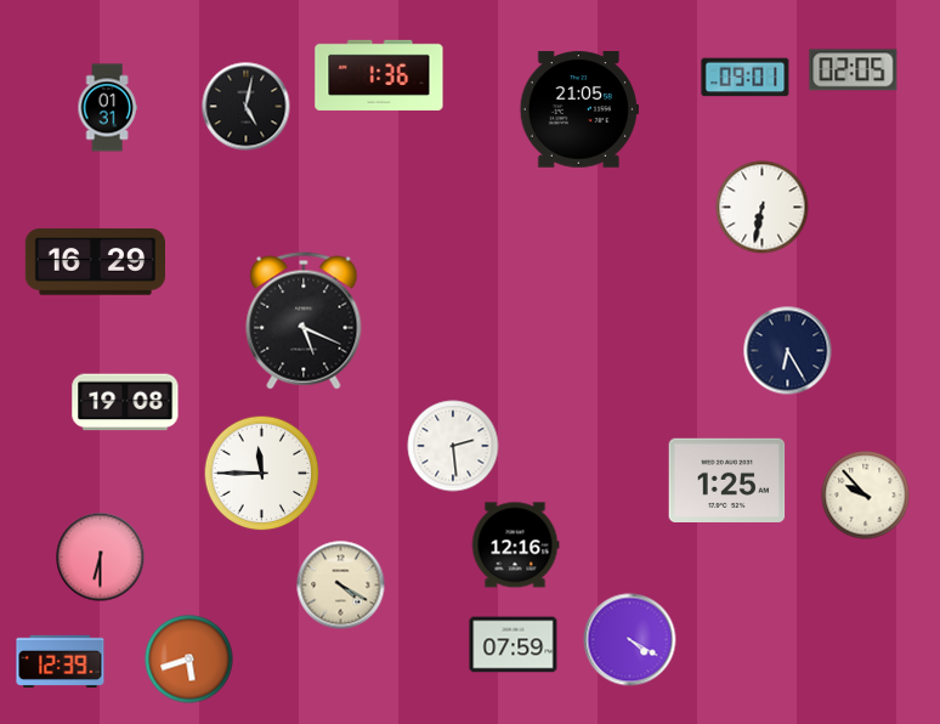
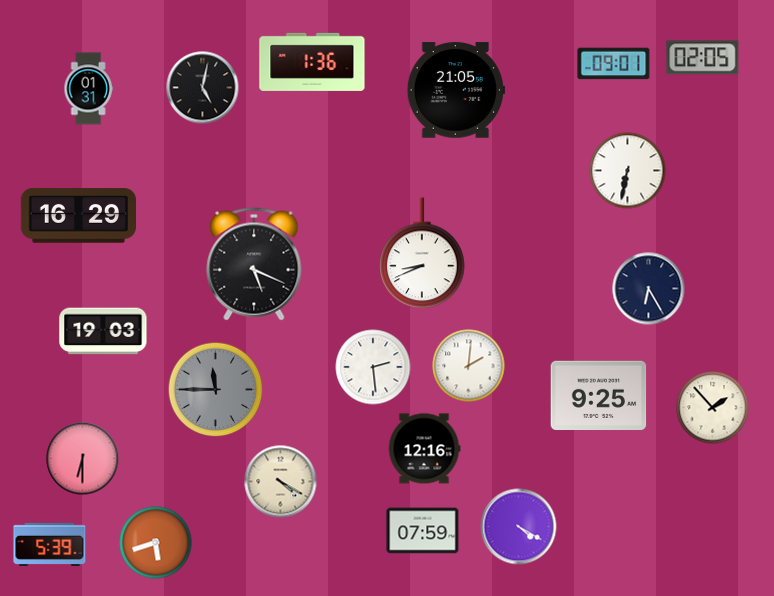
clock at (579, 109) position: (579, 109) -> (456, 90)
clock at (422, 254): none -> 8:41
clock at (304, 321) position: (304, 321) -> (254, 264)
clock at (125, 402): 19:08 -> 19:03
clock at (469, 366): none -> 2:01
clock at (262, 474) dial: white -> grey
clock at (727, 480): 1:25 -> 9:25
clock at (866, 496): 9:53 -> 1:53
clock at (61, 661): 12:39 -> 5:39
